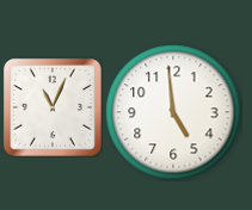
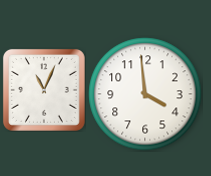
clock at (173, 112): 4:59 -> 3:59
